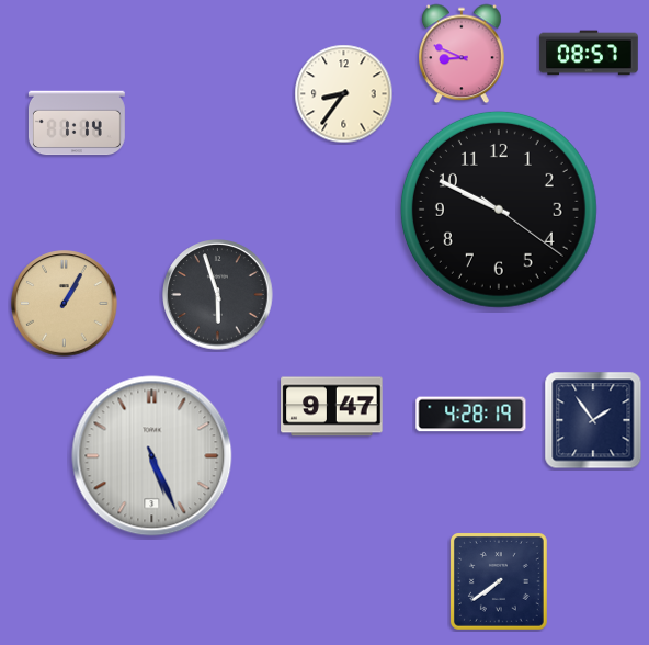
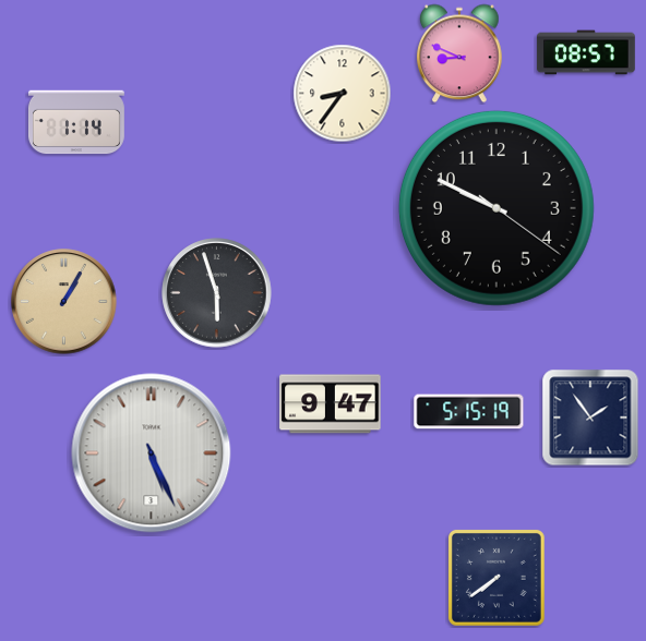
clock at (471, 415): 4:28 -> 5:15
